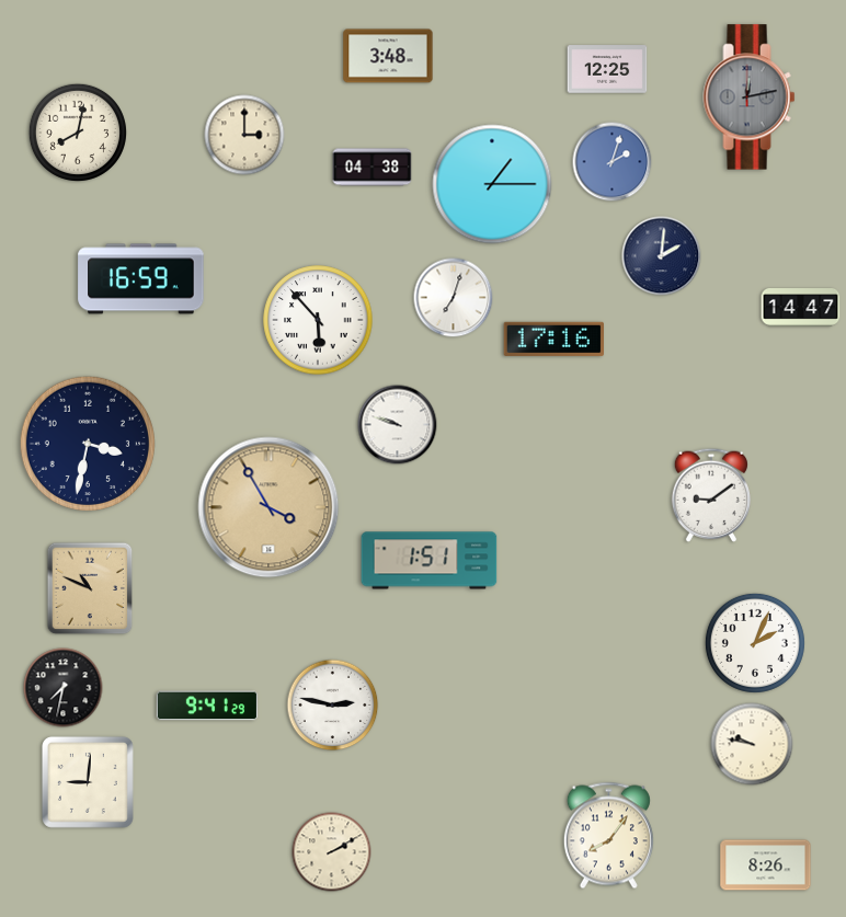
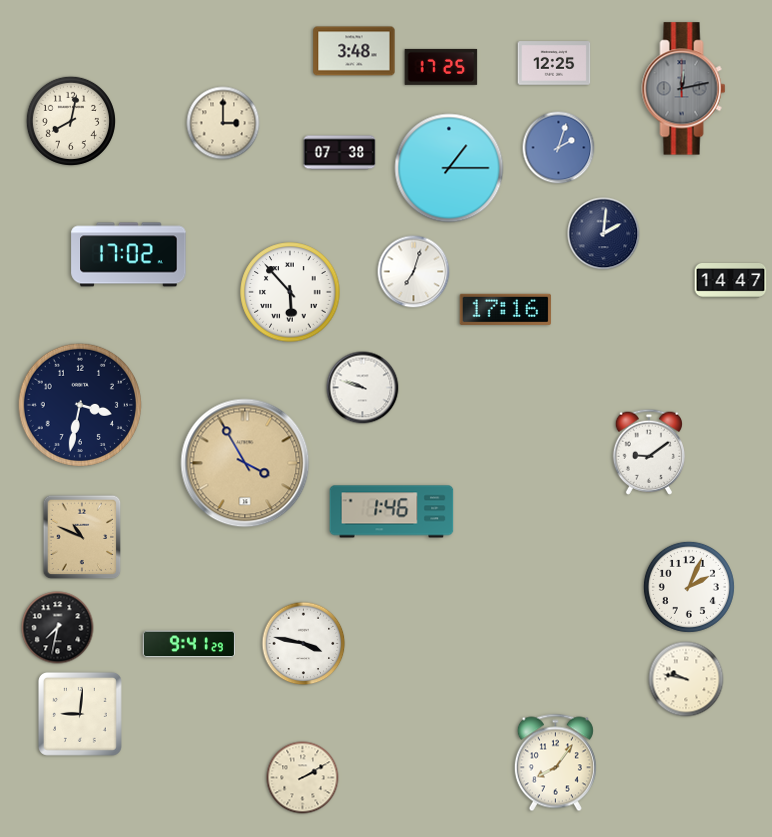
clock at (441, 67): none -> 17:25
clock at (373, 168): 04:38 -> 07:38
clock at (141, 279): 16:59 -> 17:02
clock at (430, 561): 1:51 -> 1:46
clock at (333, 706): 2:47 -> 3:47
clock at (766, 866): 8:26 -> none
